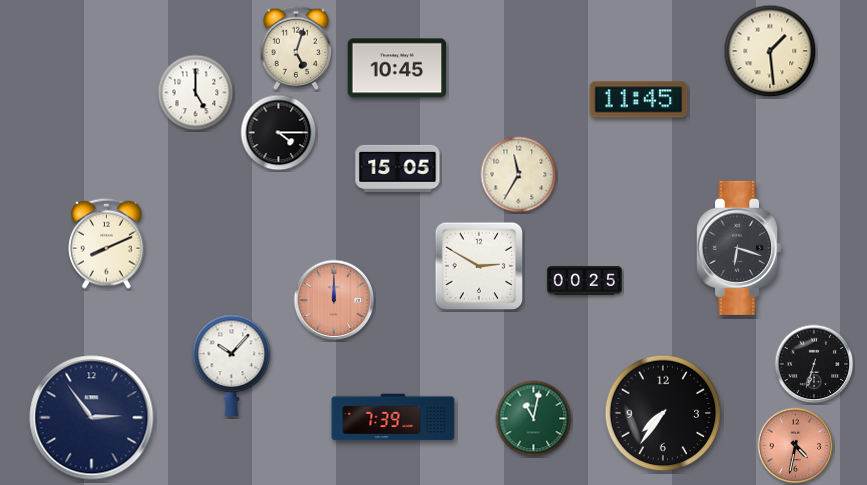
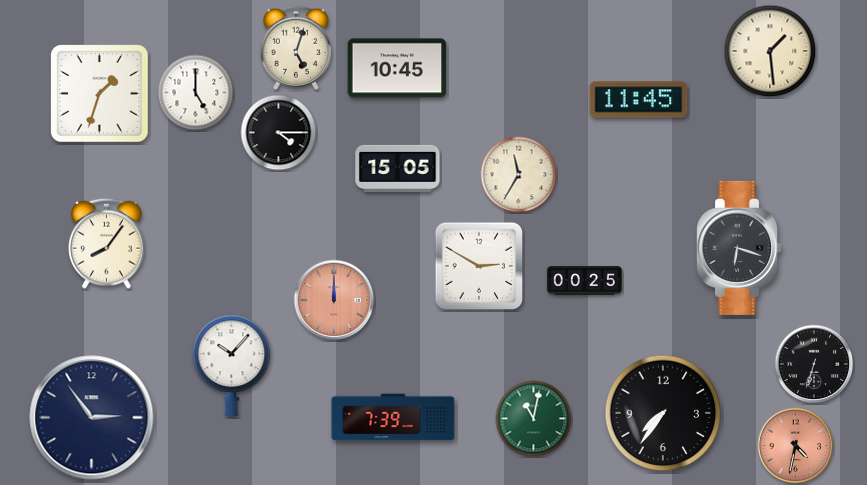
clock at (100, 94): none -> 1:33
clock at (107, 243): 8:11 -> 8:06
